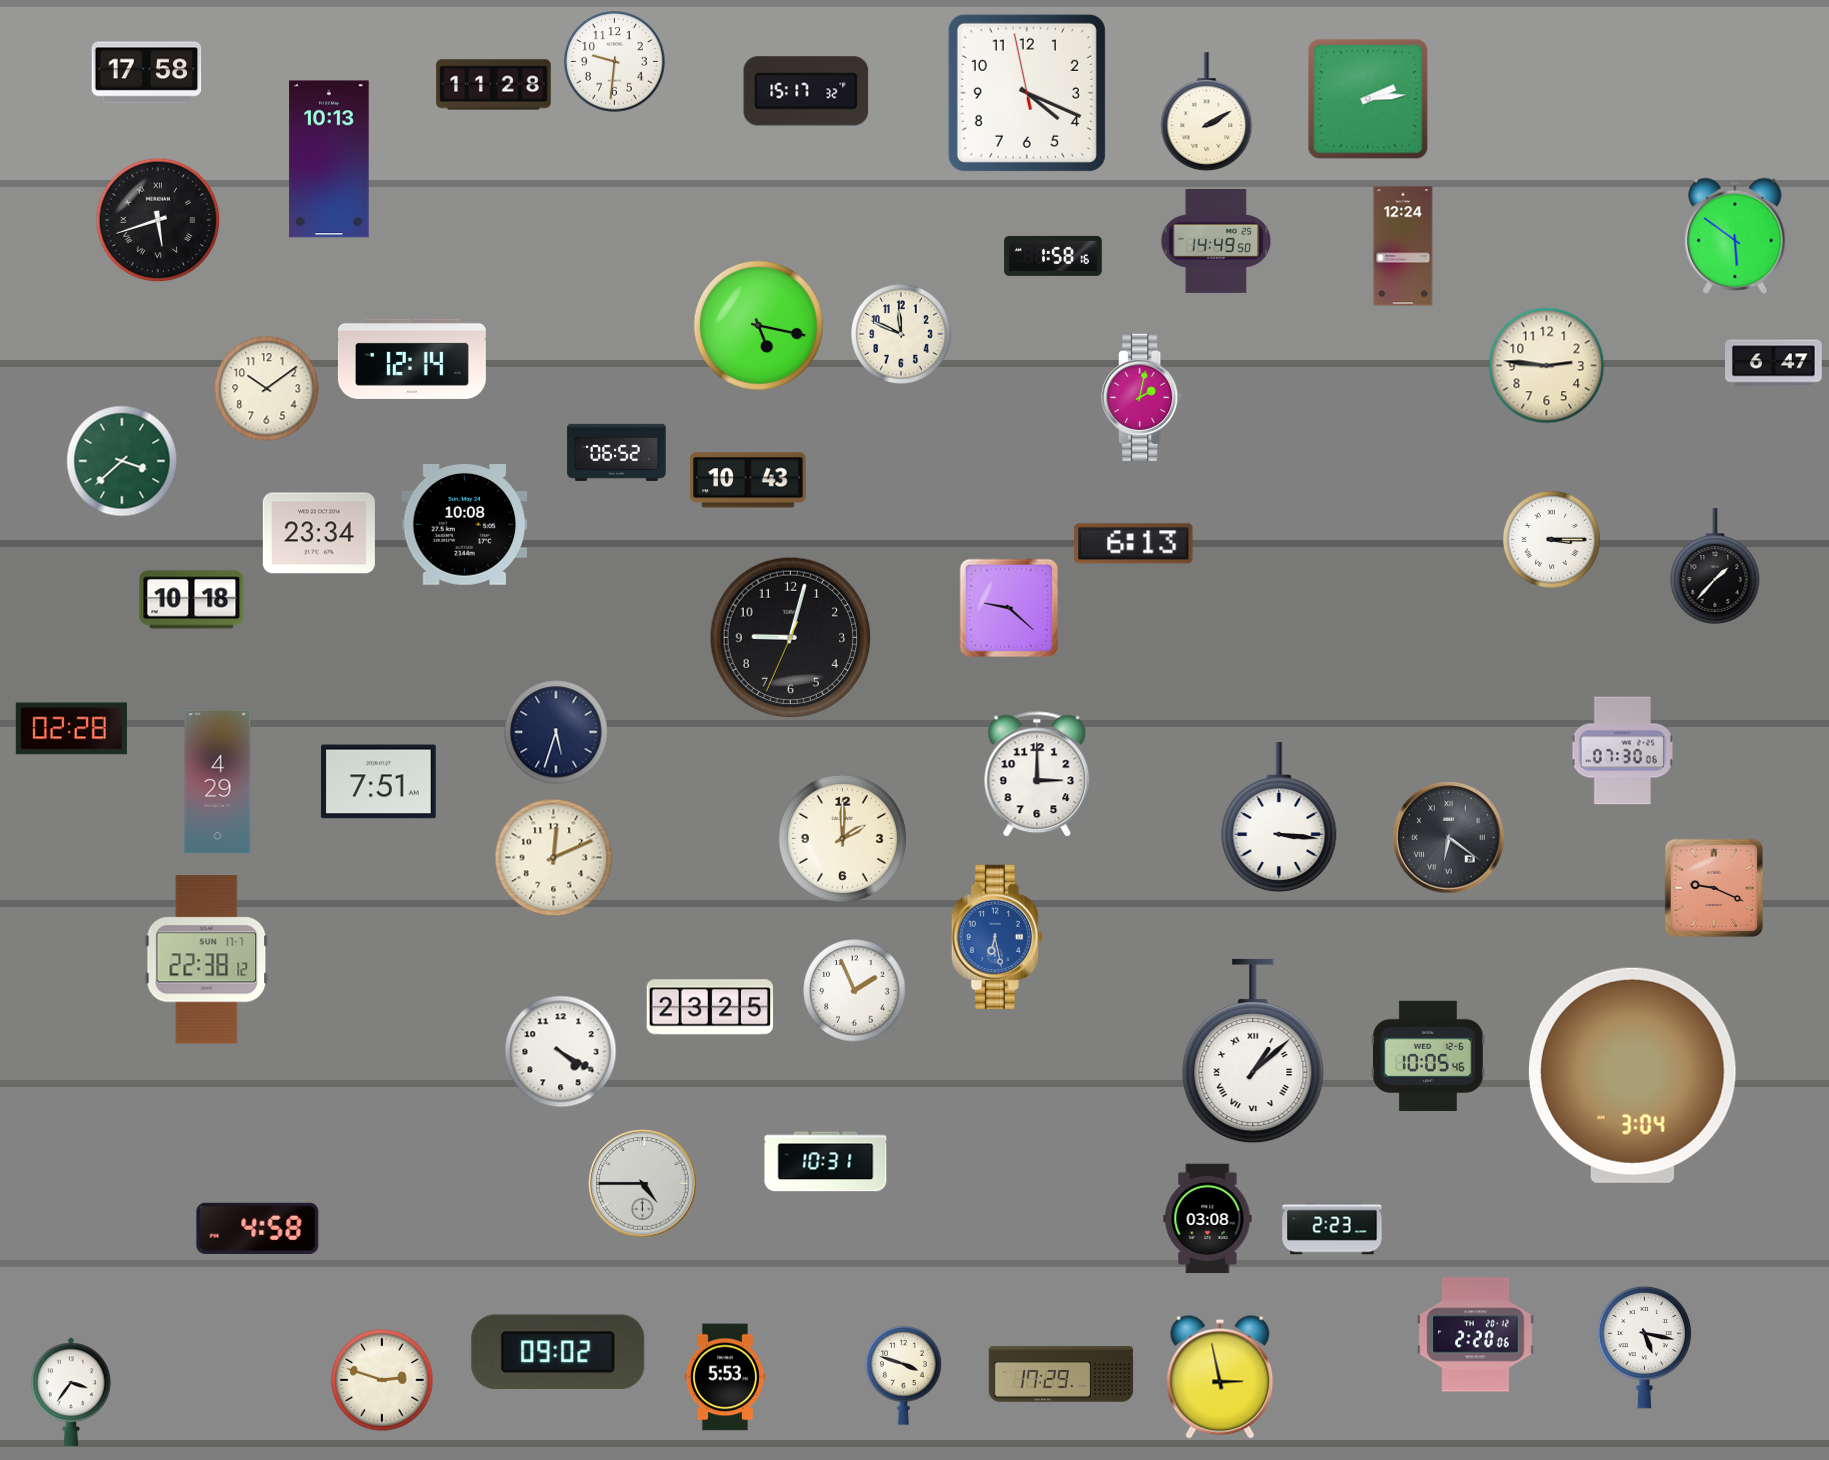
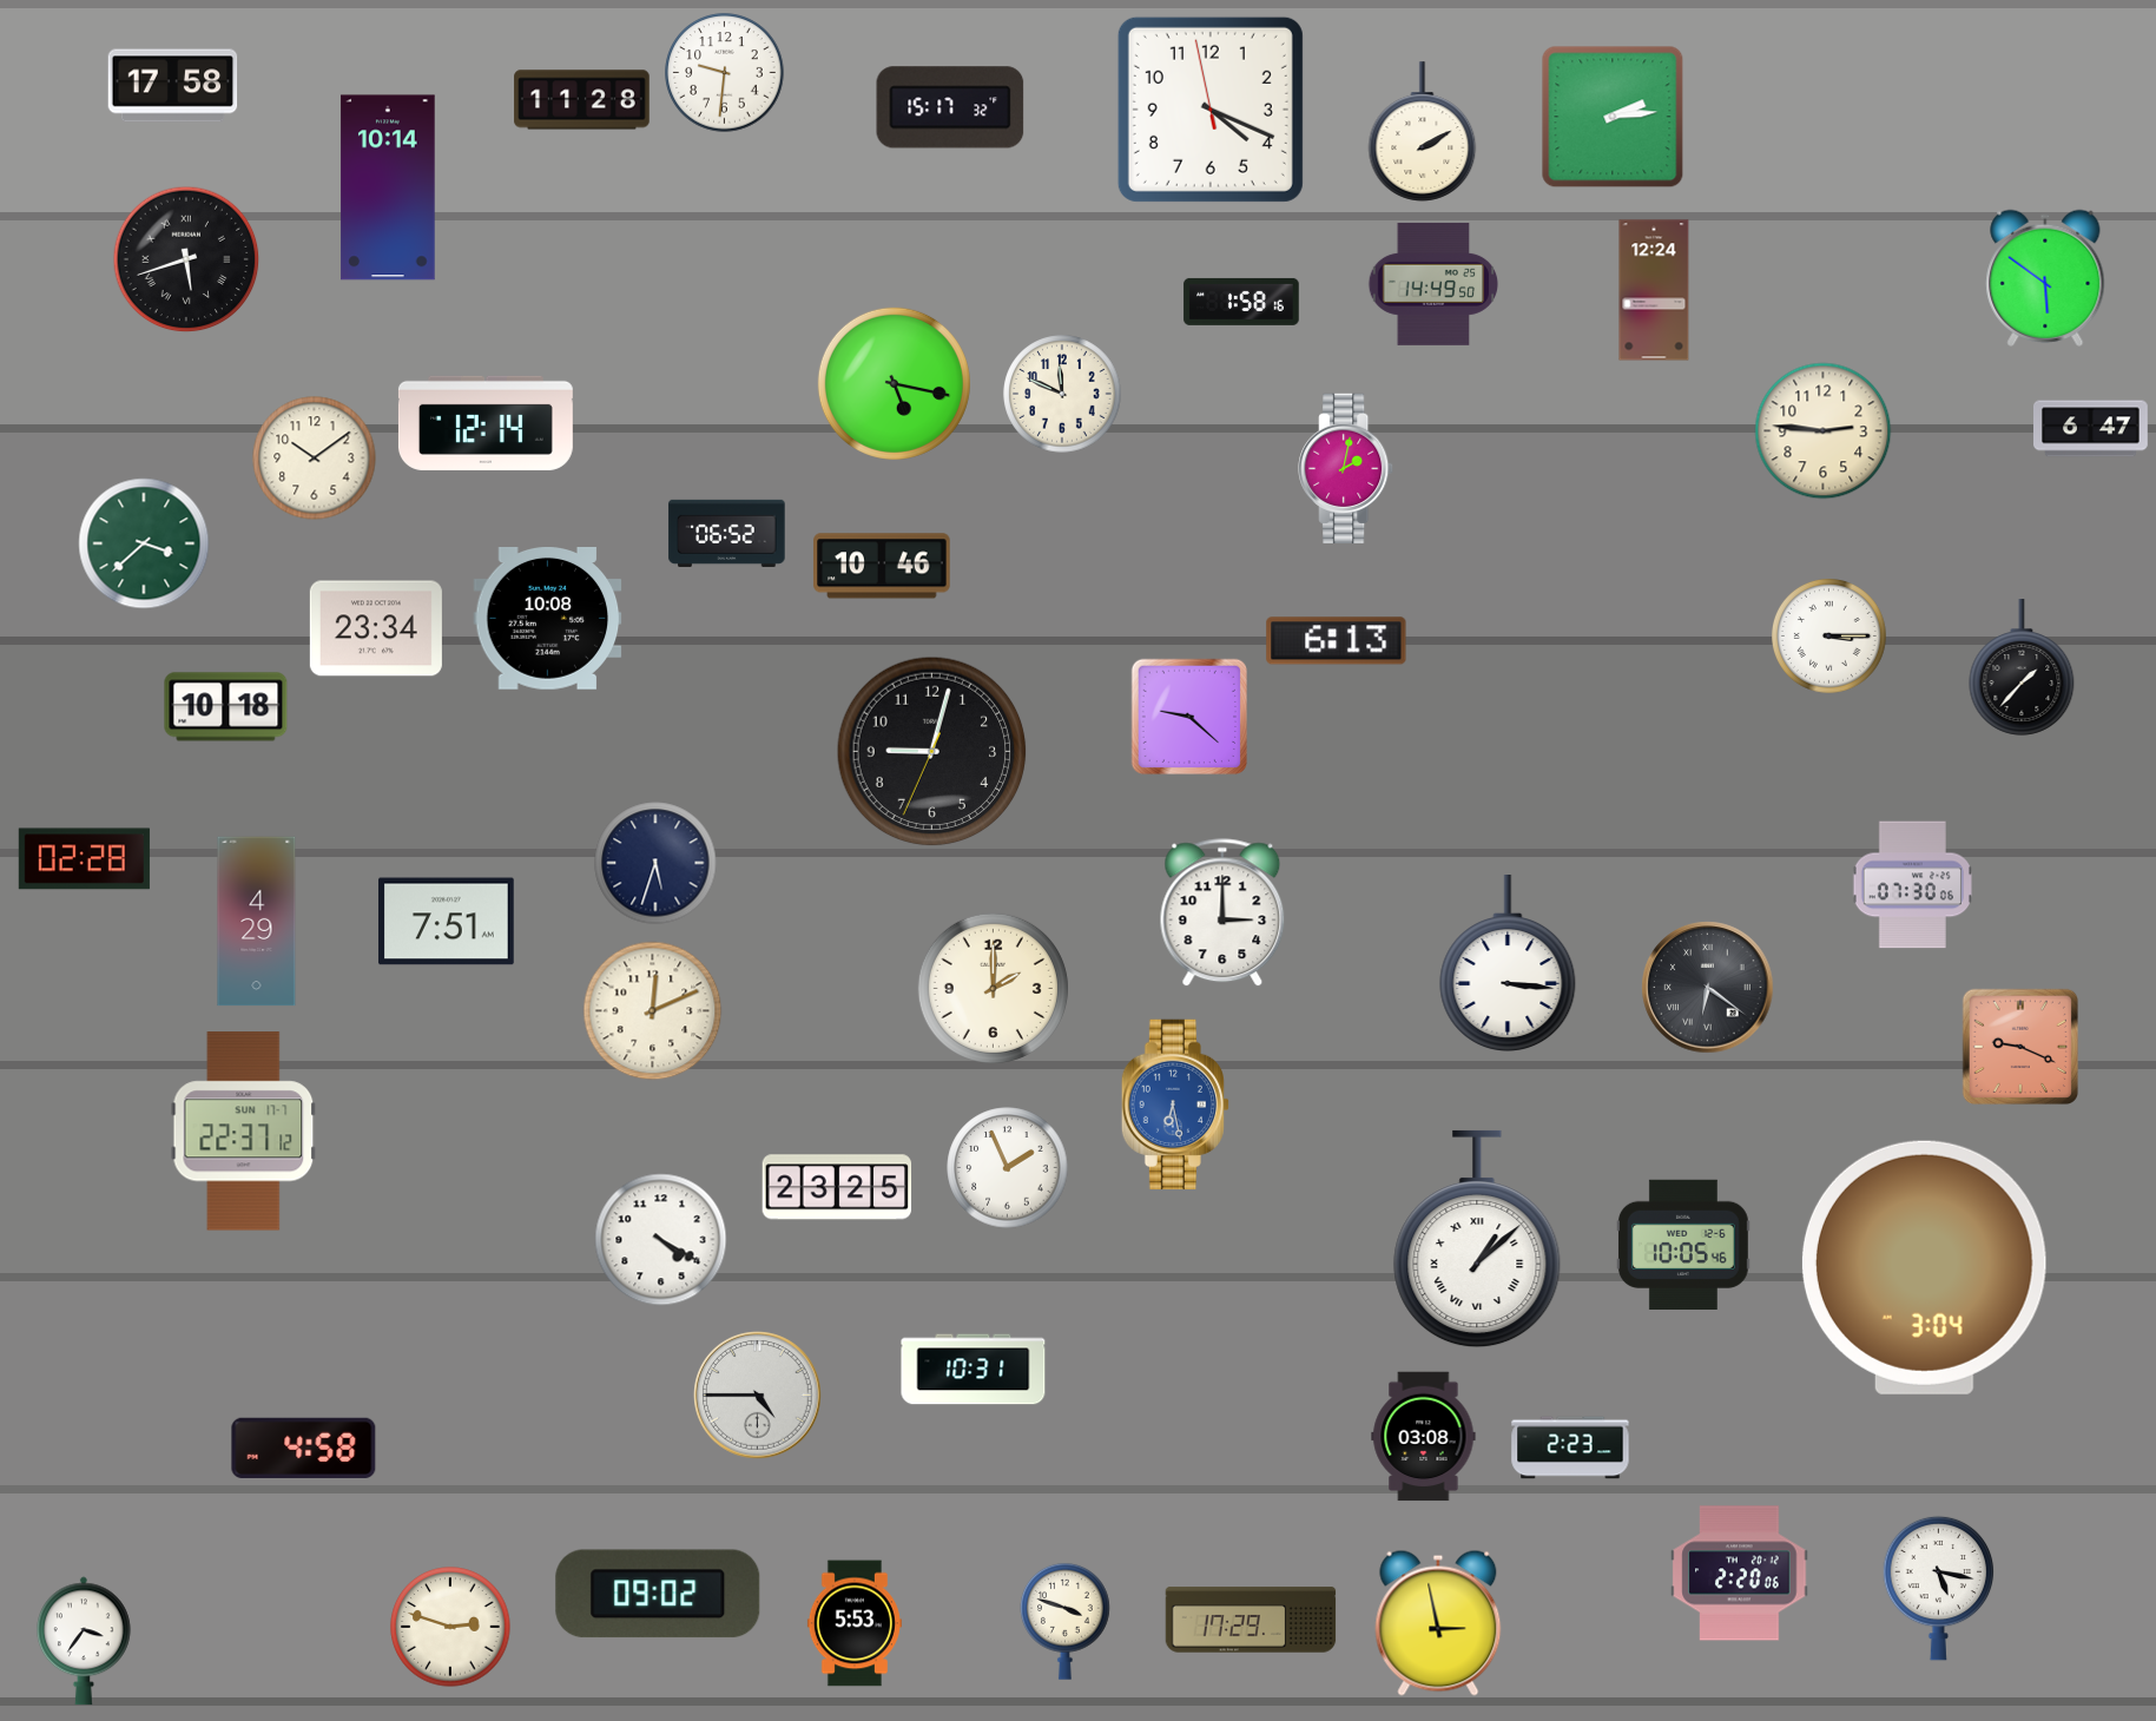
clock at (329, 159): 10:13 -> 10:14
clock at (748, 480): 10:43 -> 10:46
clock at (207, 960): 22:38 -> 22:37
